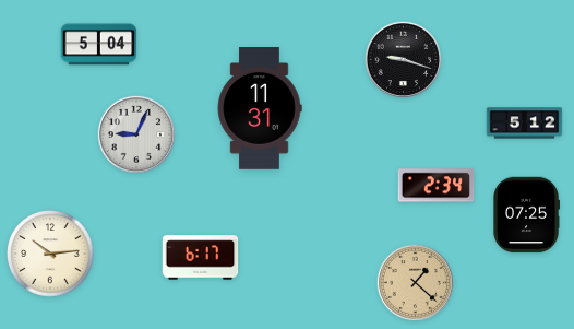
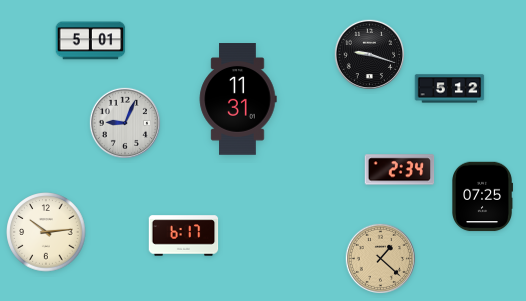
clock at (99, 45): 5:04 -> 5:01
clock at (525, 124) position: (525, 124) -> (450, 89)
